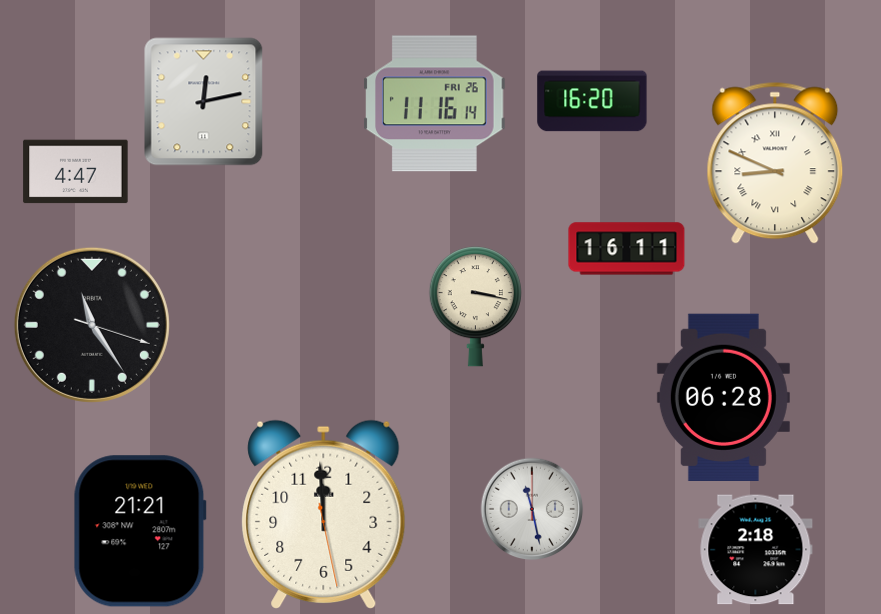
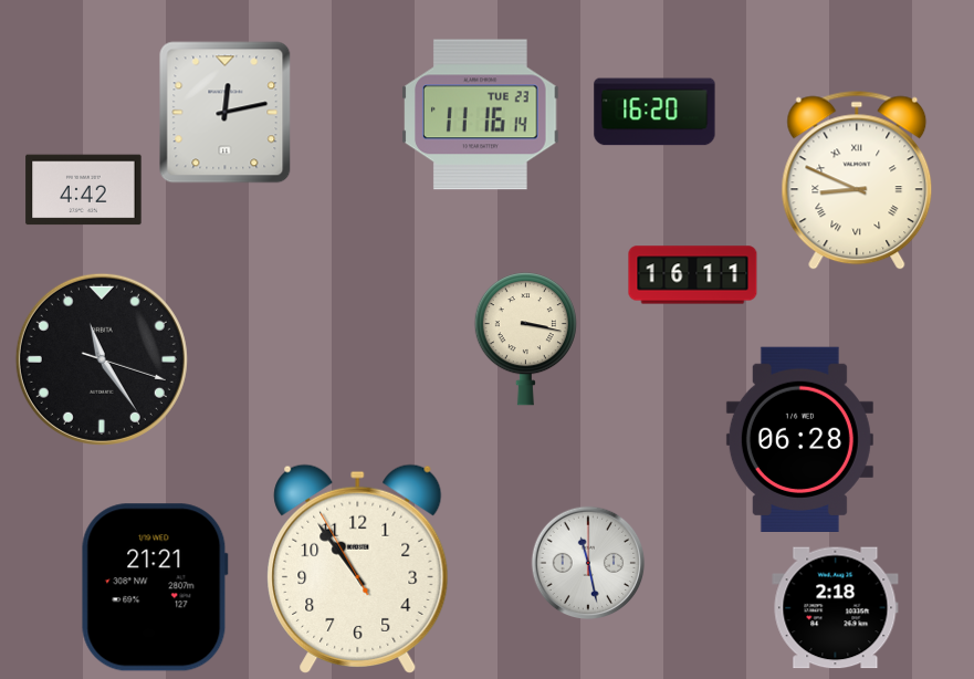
clock at (435, 104) date: FRI 26 -> TUE 23
clock at (76, 172): 4:47 -> 4:42
clock at (324, 514): 11:59 -> 10:53
